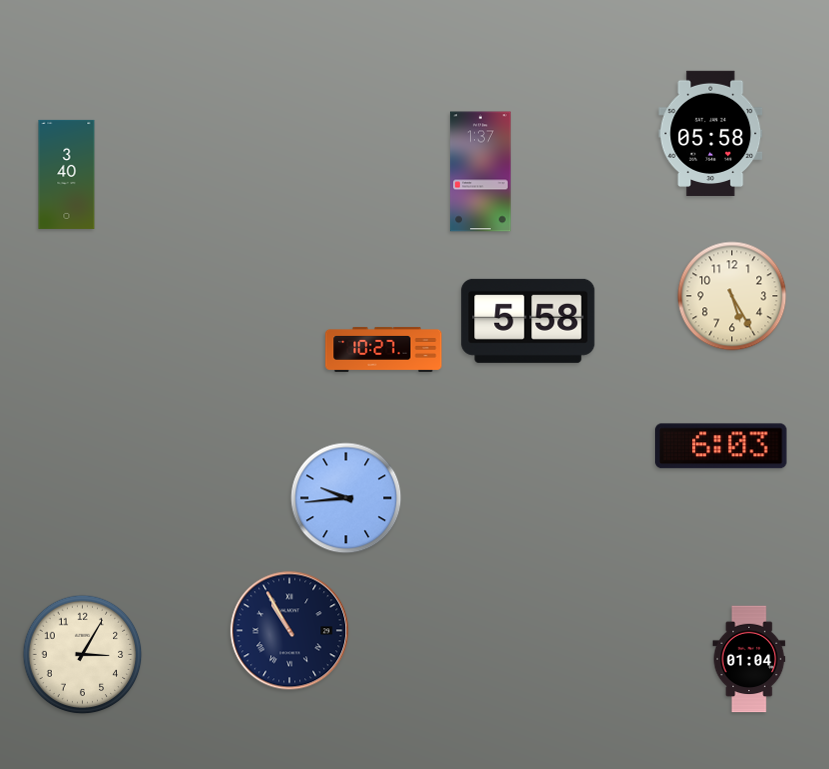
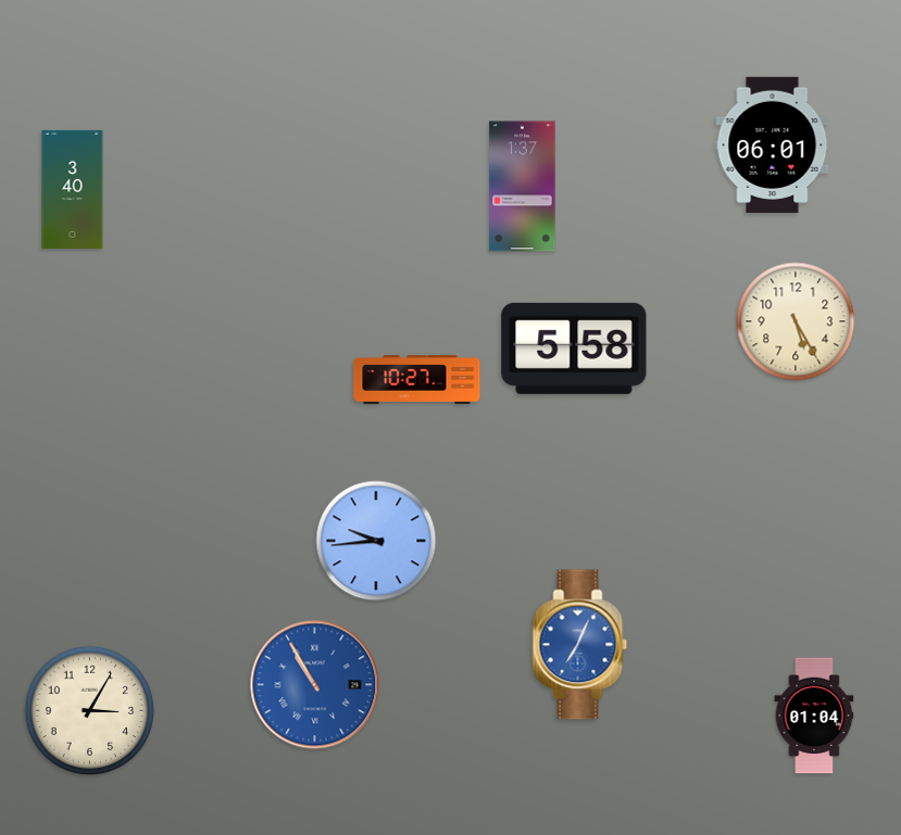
clock at (711, 133): 05:58 -> 06:01
clock at (721, 446): 6:03 -> none
clock at (580, 645): none -> 7:04
clock at (290, 631) dial: navy -> blue
